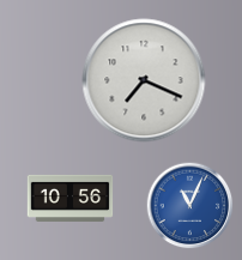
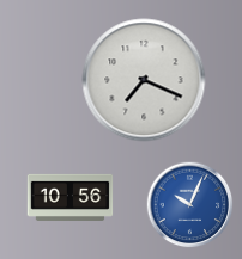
clock at (190, 206): 11:04 -> 10:04
